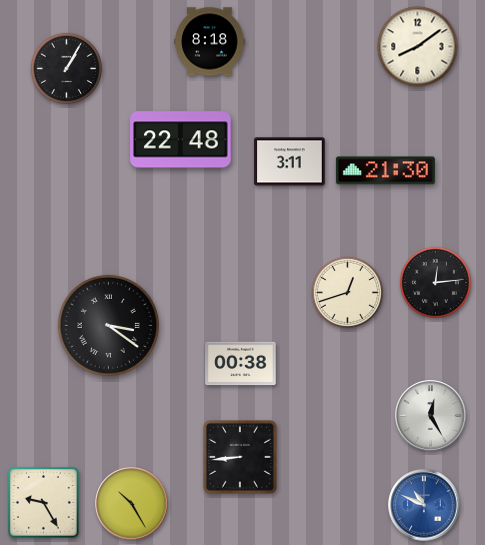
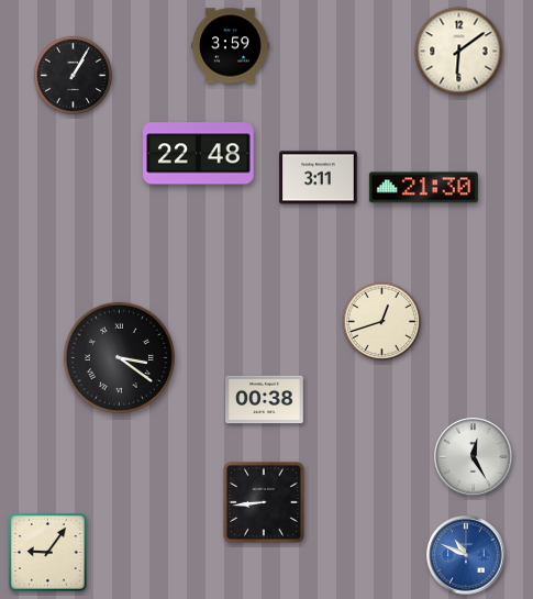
clock at (210, 42): 8:18 -> 3:59
clock at (418, 47): 8:09 -> 6:09
clock at (435, 282): 12:14 -> none
clock at (44, 503): 9:25 -> 9:06
clock at (132, 504): 10:25 -> none
